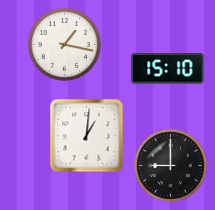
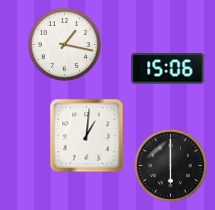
clock at (168, 69): 15:10 -> 15:06
clock at (171, 166): 9:00 -> 6:00
